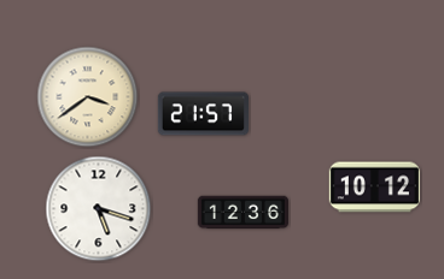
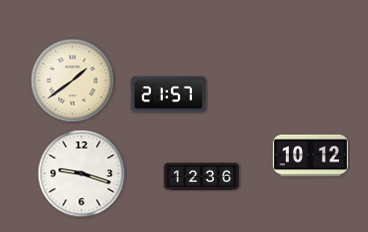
clock at (88, 97): 3:39 -> 1:39
clock at (99, 209): 5:18 -> 9:18
